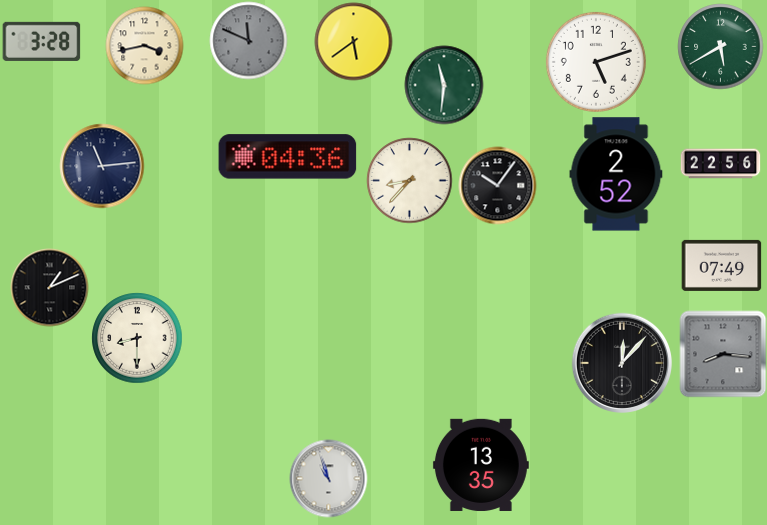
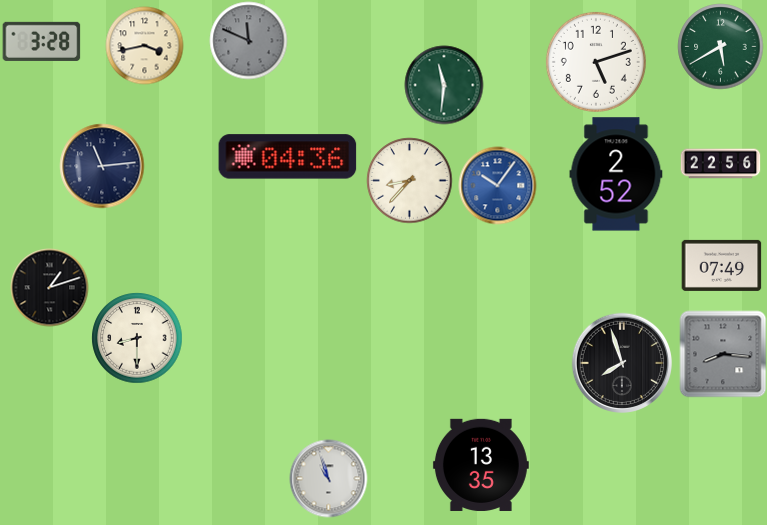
clock at (353, 41): 5:39 -> none
clock at (497, 185) dial: black -> blue
clock at (49, 287): 1:11 -> 1:12
clock at (621, 362): 12:07 -> 7:57
